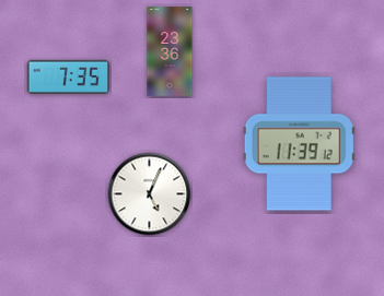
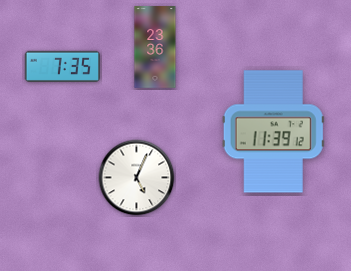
clock at (68, 76) position: (68, 76) -> (62, 66)
